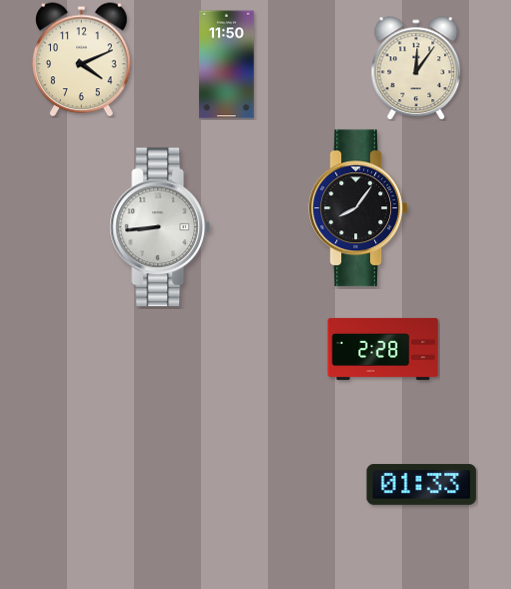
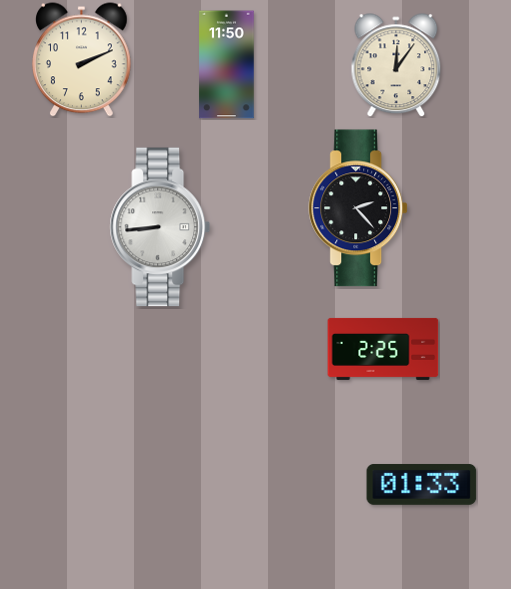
clock at (82, 60): 4:11 -> 2:11
clock at (416, 68) position: (416, 68) -> (396, 65)
clock at (359, 208): 8:06 -> 2:23
clock at (383, 349): 2:28 -> 2:25
